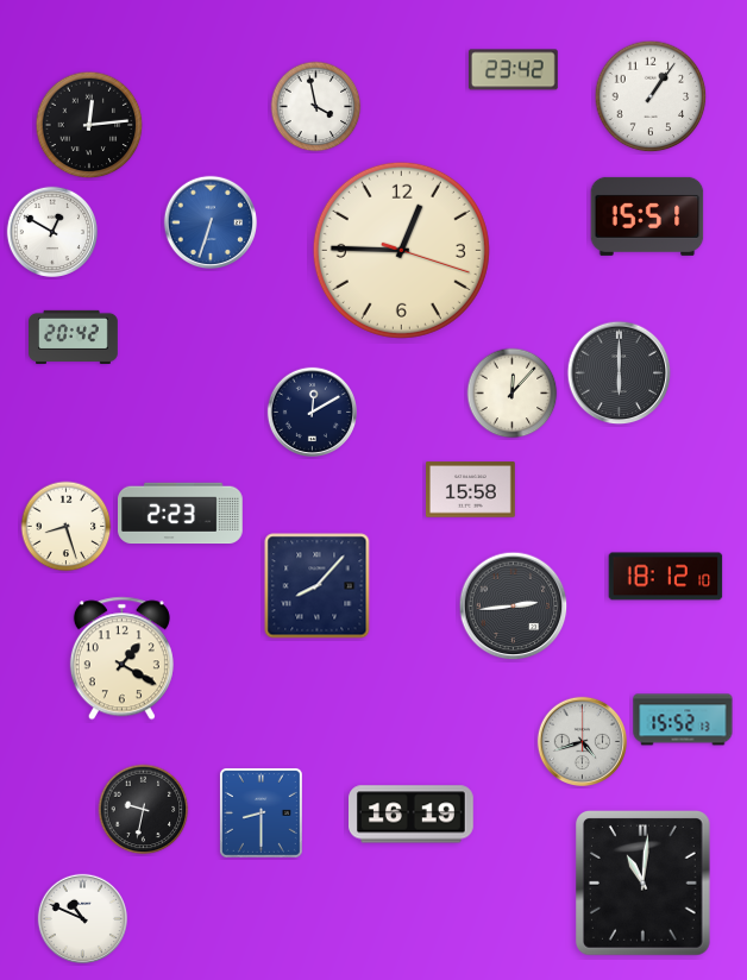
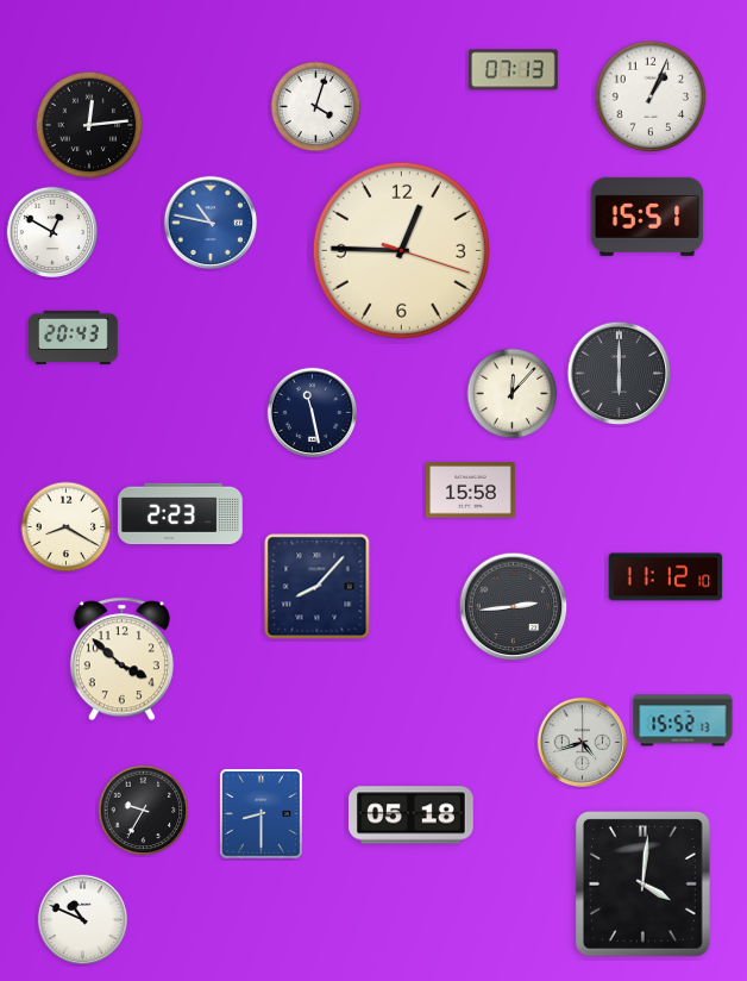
clock at (513, 70): 23:42 -> 07:13
clock at (651, 96): 1:06 -> 1:04
clock at (316, 107): 3:58 -> 4:03
clock at (211, 222): 6:33 -> 10:47
clock at (74, 337): 20:42 -> 20:43
clock at (312, 412): 12:10 -> 11:28
clock at (67, 527): 8:27 -> 8:20
clock at (666, 577): 18:12 -> 11:12
clock at (121, 659): 1:20 -> 3:52
clock at (144, 810): 9:32 -> 9:35
clock at (412, 815): 16:19 -> 05:18
clock at (644, 884): 11:01 -> 4:01
